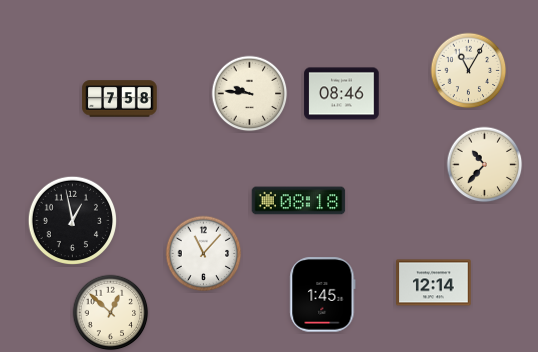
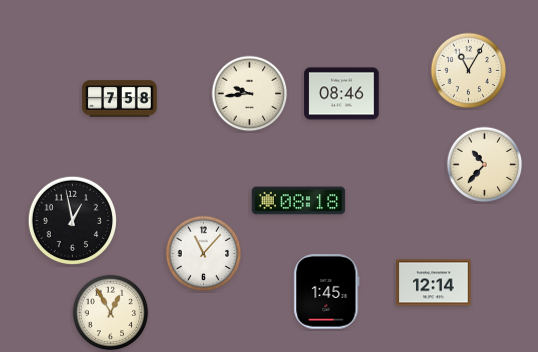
clock at (250, 94): 9:46 -> 9:44
clock at (323, 295) position: (323, 295) -> (327, 292)
clock at (111, 313): 12:52 -> 12:55
